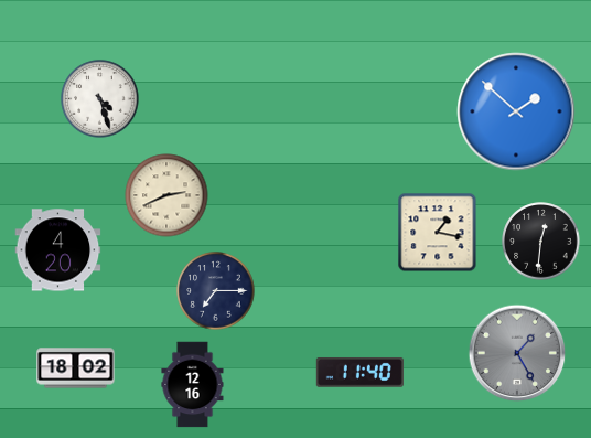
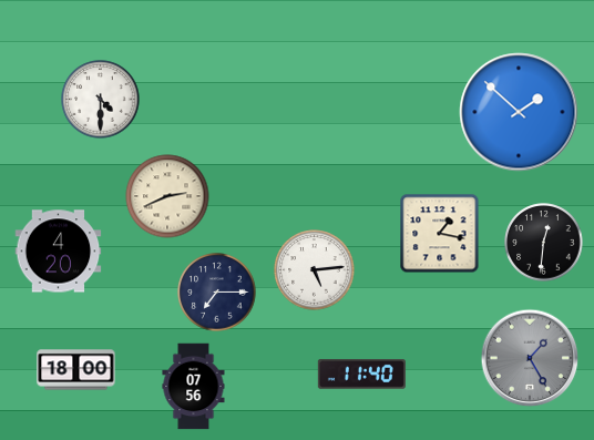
clock at (100, 99): 4:27 -> 4:30
clock at (315, 270): none -> 5:14
clock at (517, 353) position: (517, 353) -> (530, 358)
clock at (76, 368): 18:02 -> 18:00
clock at (193, 385): 12:16 -> 07:56
